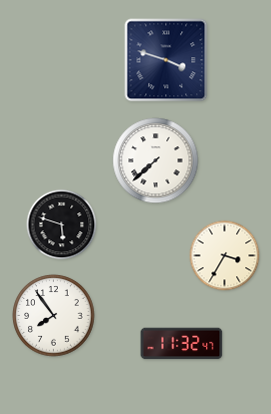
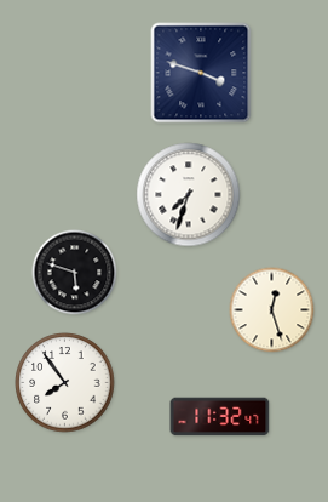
clock at (156, 161): 7:38 -> 7:33
clock at (225, 256): 3:35 -> 12:27
